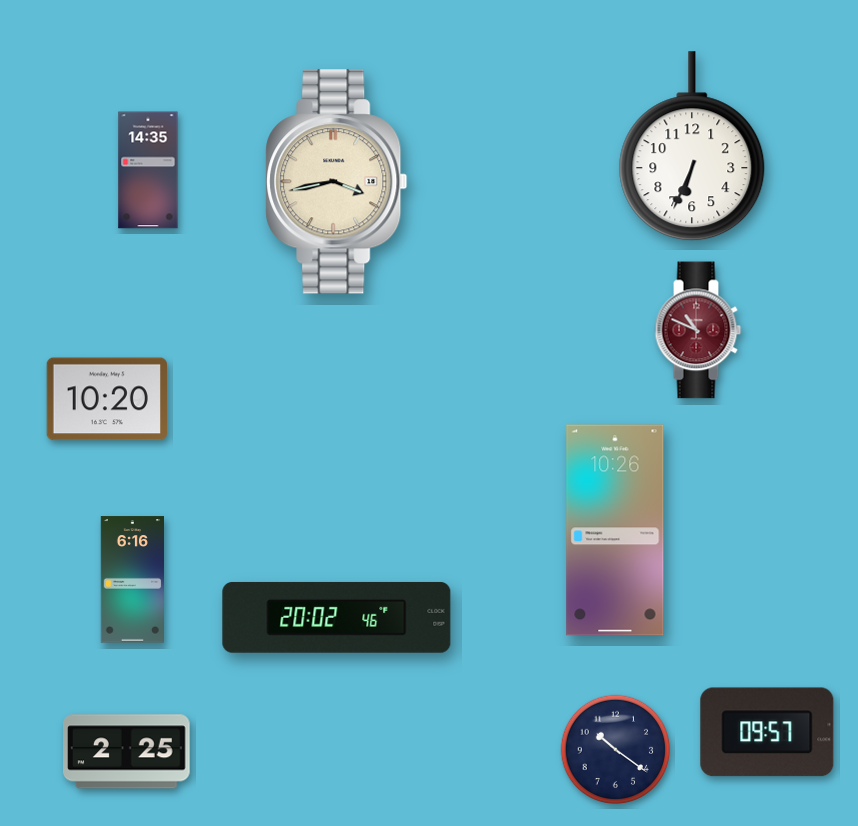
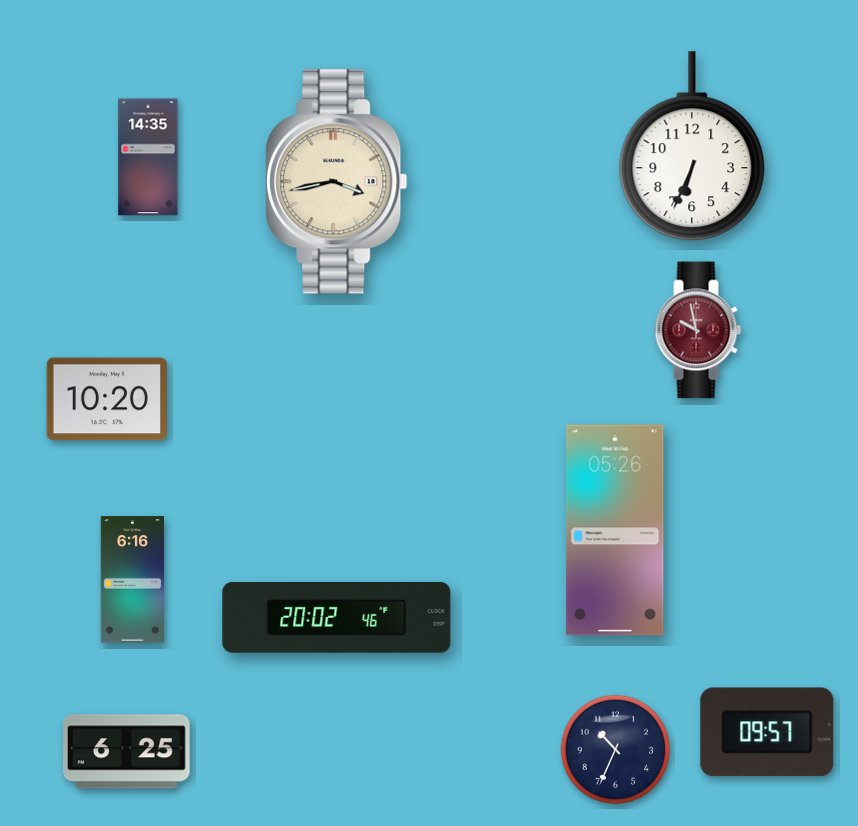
clock at (148, 170) position: (148, 170) -> (148, 157)
clock at (698, 330): 10:49 -> 9:58
clock at (615, 530): 10:26 -> 05:26
clock at (616, 750): 10:21 -> 10:34
clock at (127, 752): 2:25 -> 6:25
